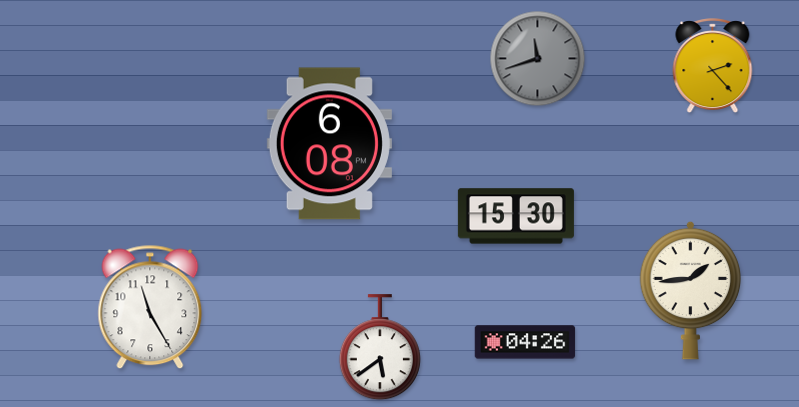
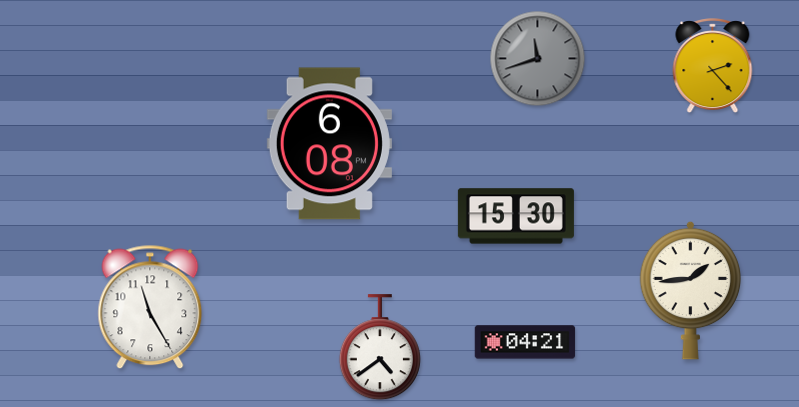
clock at (525, 342): 04:26 -> 04:21
clock at (380, 348): 5:39 -> 4:39
